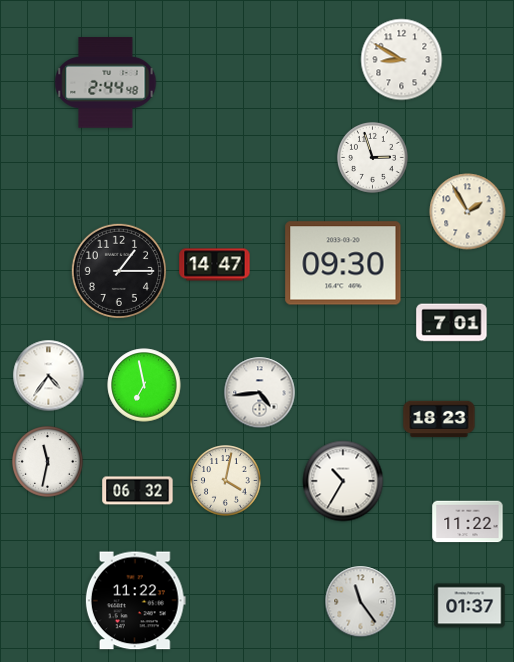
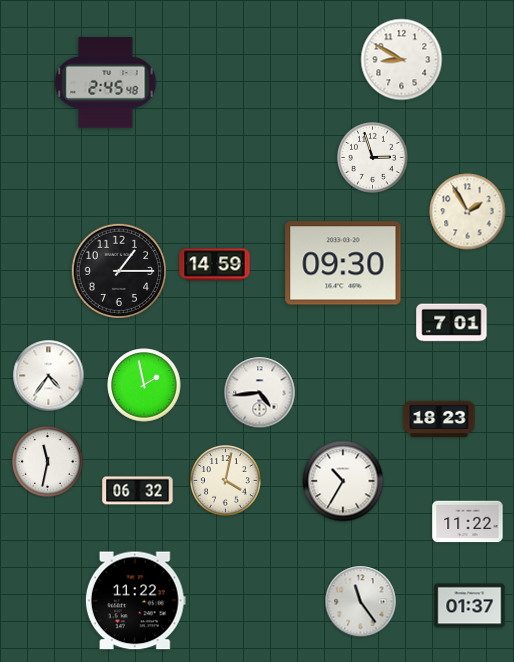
clock at (106, 83): 2:44 -> 2:45
clock at (215, 265): 14:47 -> 14:59
clock at (144, 385): 6:58 -> 1:58
